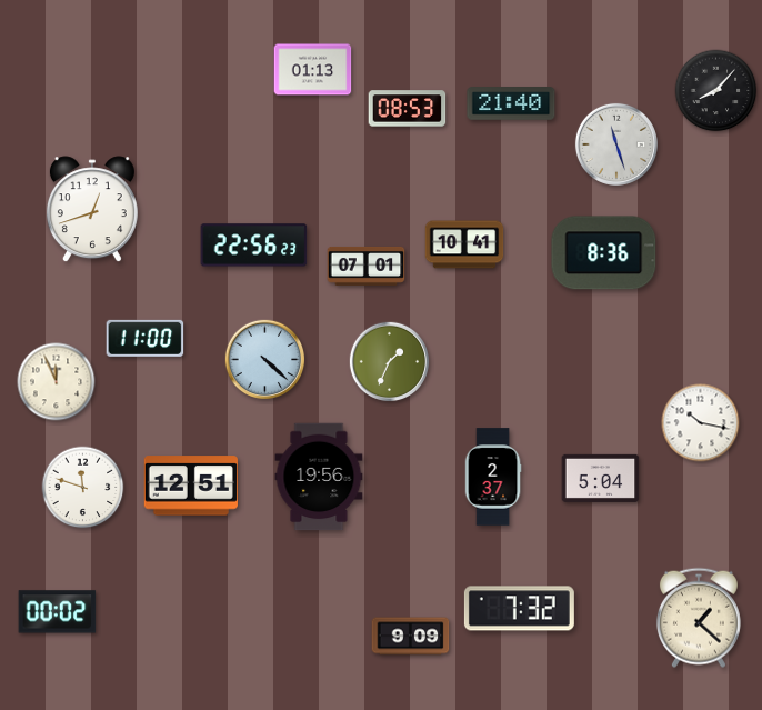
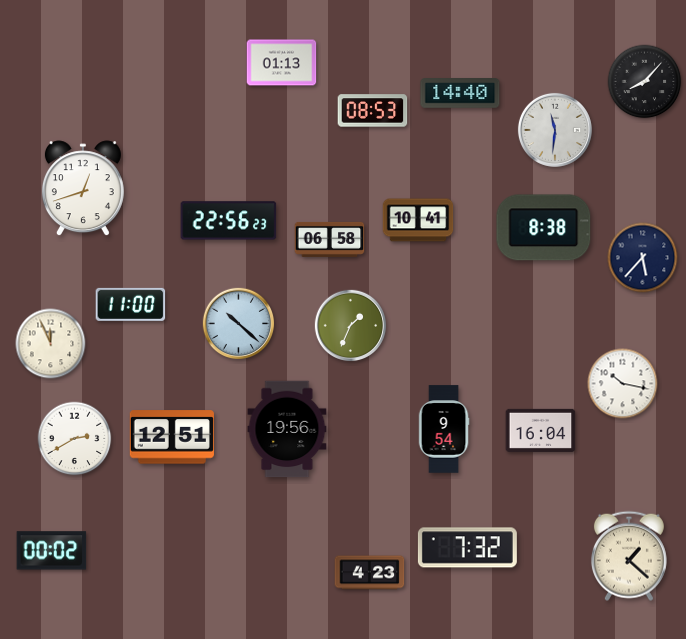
clock at (511, 104): 21:40 -> 14:40
clock at (408, 109) position: (408, 109) -> (373, 111)
clock at (616, 144): 11:27 -> 11:31
clock at (604, 253): 8:36 -> 8:38
clock at (367, 266): 07:01 -> 06:58
clock at (643, 258): none -> 5:37
clock at (265, 360): 4:22 -> 10:22
clock at (701, 423) position: (701, 423) -> (623, 384)
clock at (493, 477): 2:37 -> 9:54
clock at (601, 478): 5:04 -> 16:04
clock at (83, 488): 11:48 -> 2:40
clock at (411, 637): 9:09 -> 4:23
